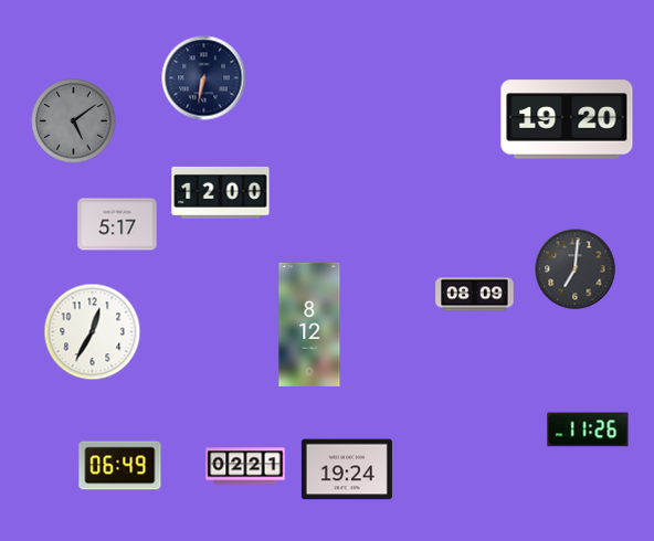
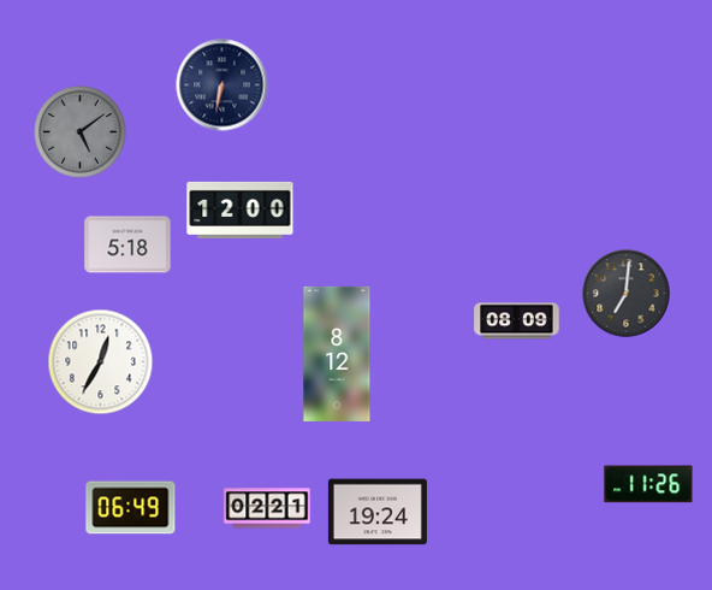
clock at (567, 119): 19:20 -> none
clock at (117, 224): 5:17 -> 5:18
clock at (588, 429) position: (588, 429) -> (648, 484)
